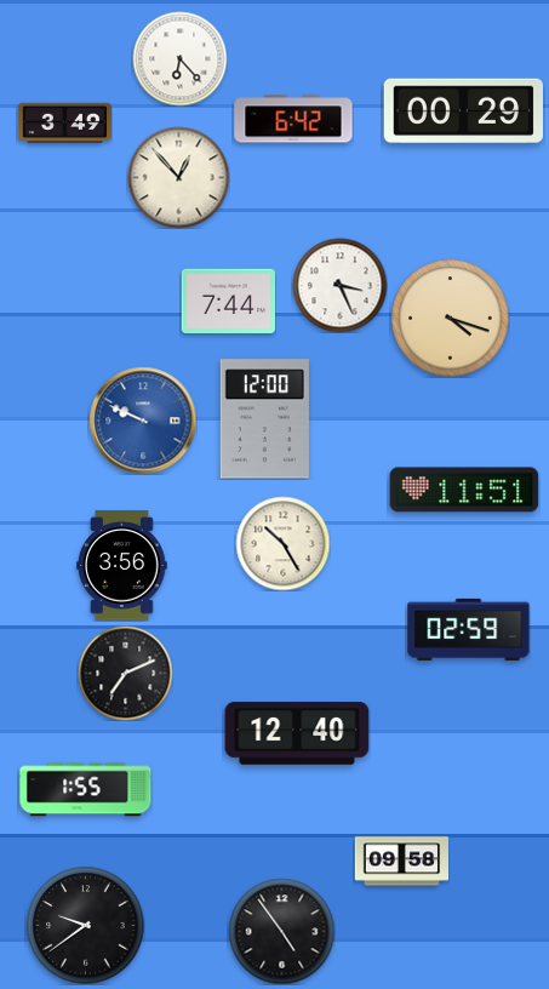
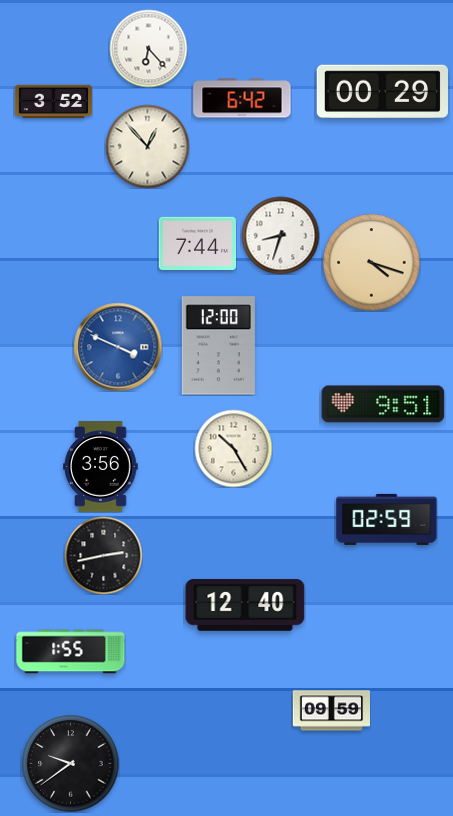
clock at (64, 124): 3:49 -> 3:52
clock at (339, 285): 3:26 -> 8:33
clock at (228, 302) position: (228, 302) -> (197, 244)
clock at (143, 421): 9:49 -> 3:49
clock at (464, 490): 11:51 -> 9:51
clock at (125, 673): 7:11 -> 2:43
clock at (401, 862): 09:58 -> 09:59
clock at (281, 931): 4:54 -> none
